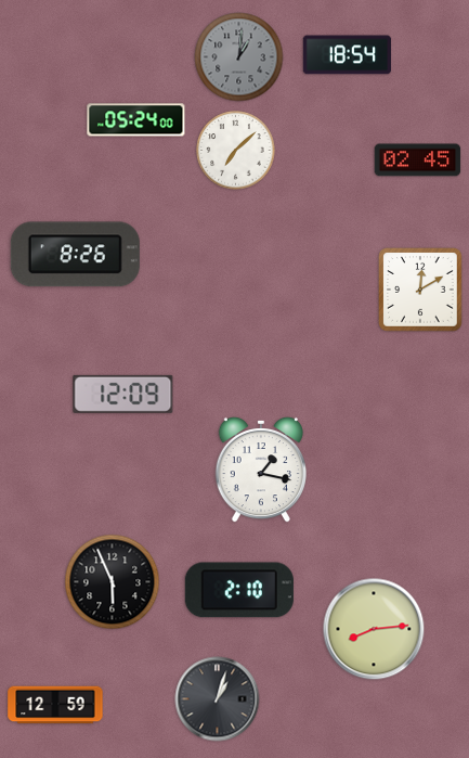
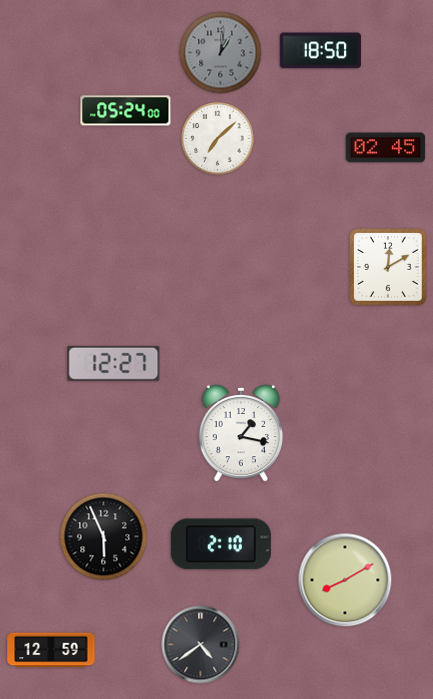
clock at (347, 55): 18:54 -> 18:50
clock at (75, 255): 8:26 -> none
clock at (123, 394): 12:09 -> 12:27
clock at (374, 629): 8:14 -> 8:10
clock at (218, 699): 1:03 -> 4:39
